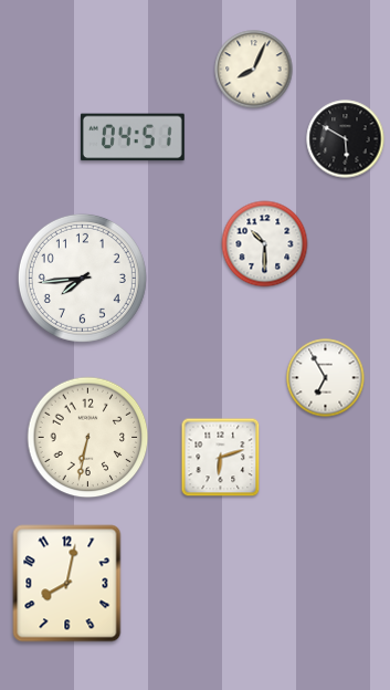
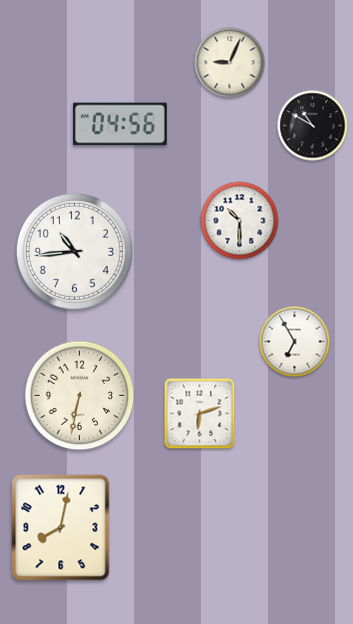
clock at (254, 70): 8:04 -> 9:04
clock at (133, 137): 04:51 -> 04:56
clock at (346, 139): 5:50 -> 10:50
clock at (82, 278): 7:44 -> 10:44
